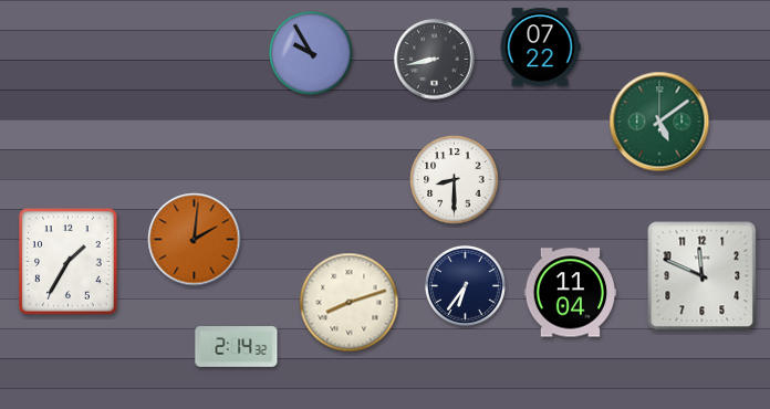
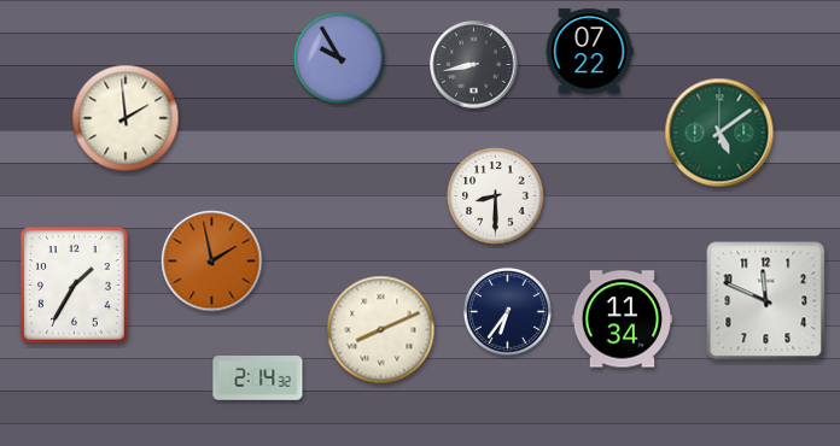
clock at (126, 118): none -> 1:59
clock at (195, 240): 2:01 -> 1:58
clock at (571, 293): 11:04 -> 11:34
clock at (350, 303): 8:12 -> 8:11
